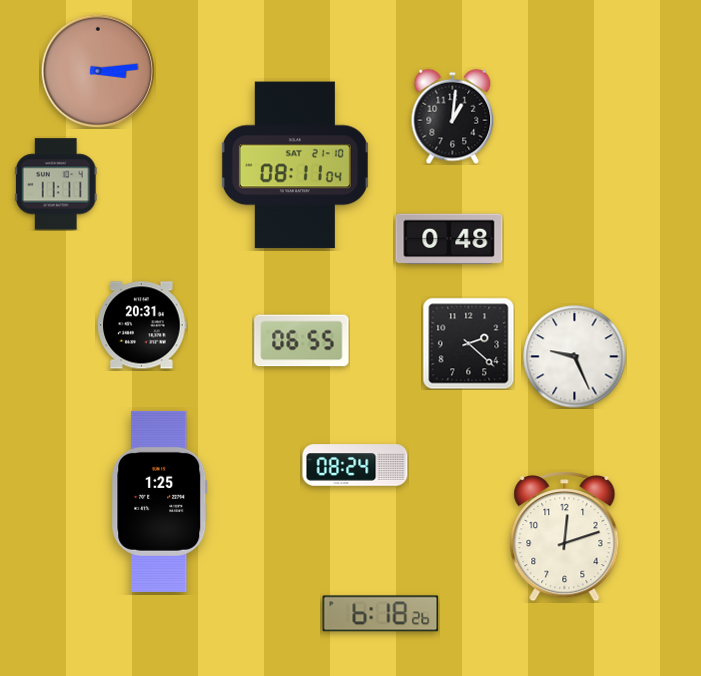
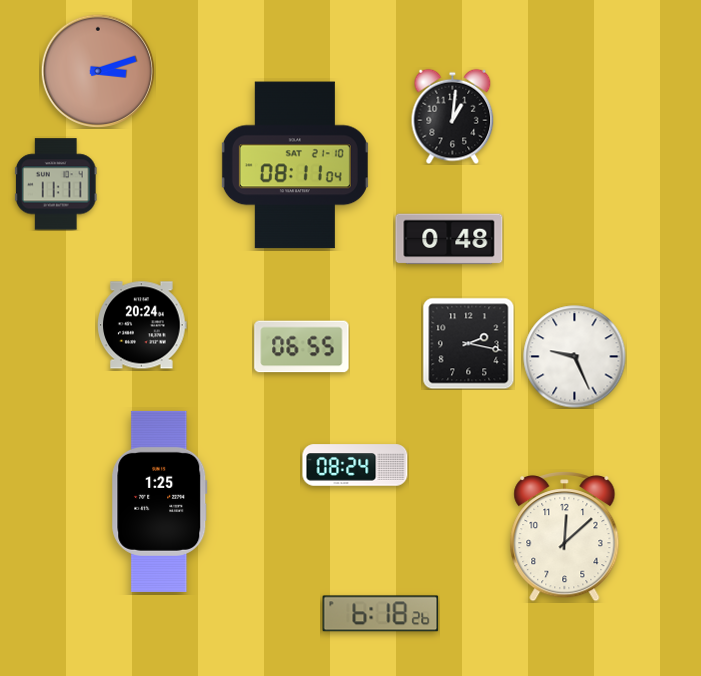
clock at (98, 71): 3:14 -> 3:12
clock at (142, 325): 20:31 -> 20:24
clock at (302, 341) position: (302, 341) -> (302, 347)
clock at (468, 343): 2:22 -> 2:17
clock at (565, 537): 12:12 -> 12:08
